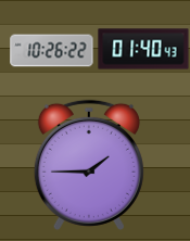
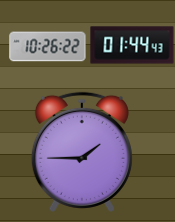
clock at (143, 49): 01:40 -> 01:44
